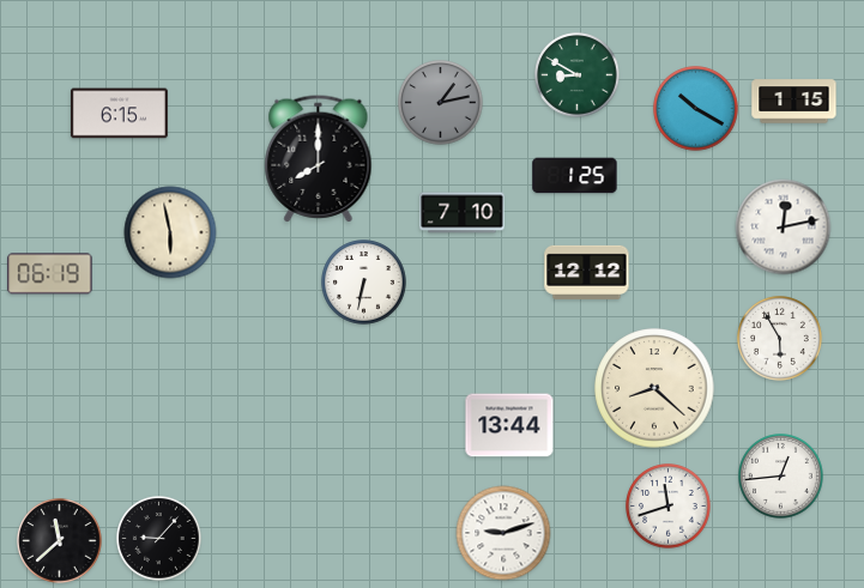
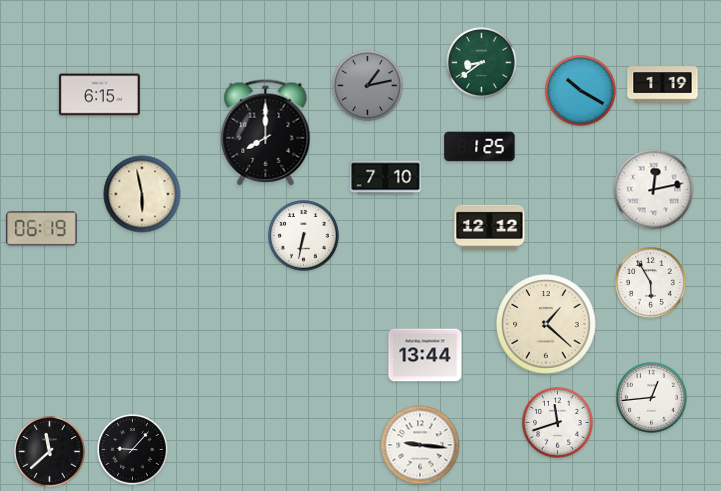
clock at (578, 75): 8:50 -> 8:39
clock at (794, 102): 1:15 -> 1:19
clock at (654, 388): 8:22 -> 1:22
clock at (503, 533): 9:12 -> 9:16
